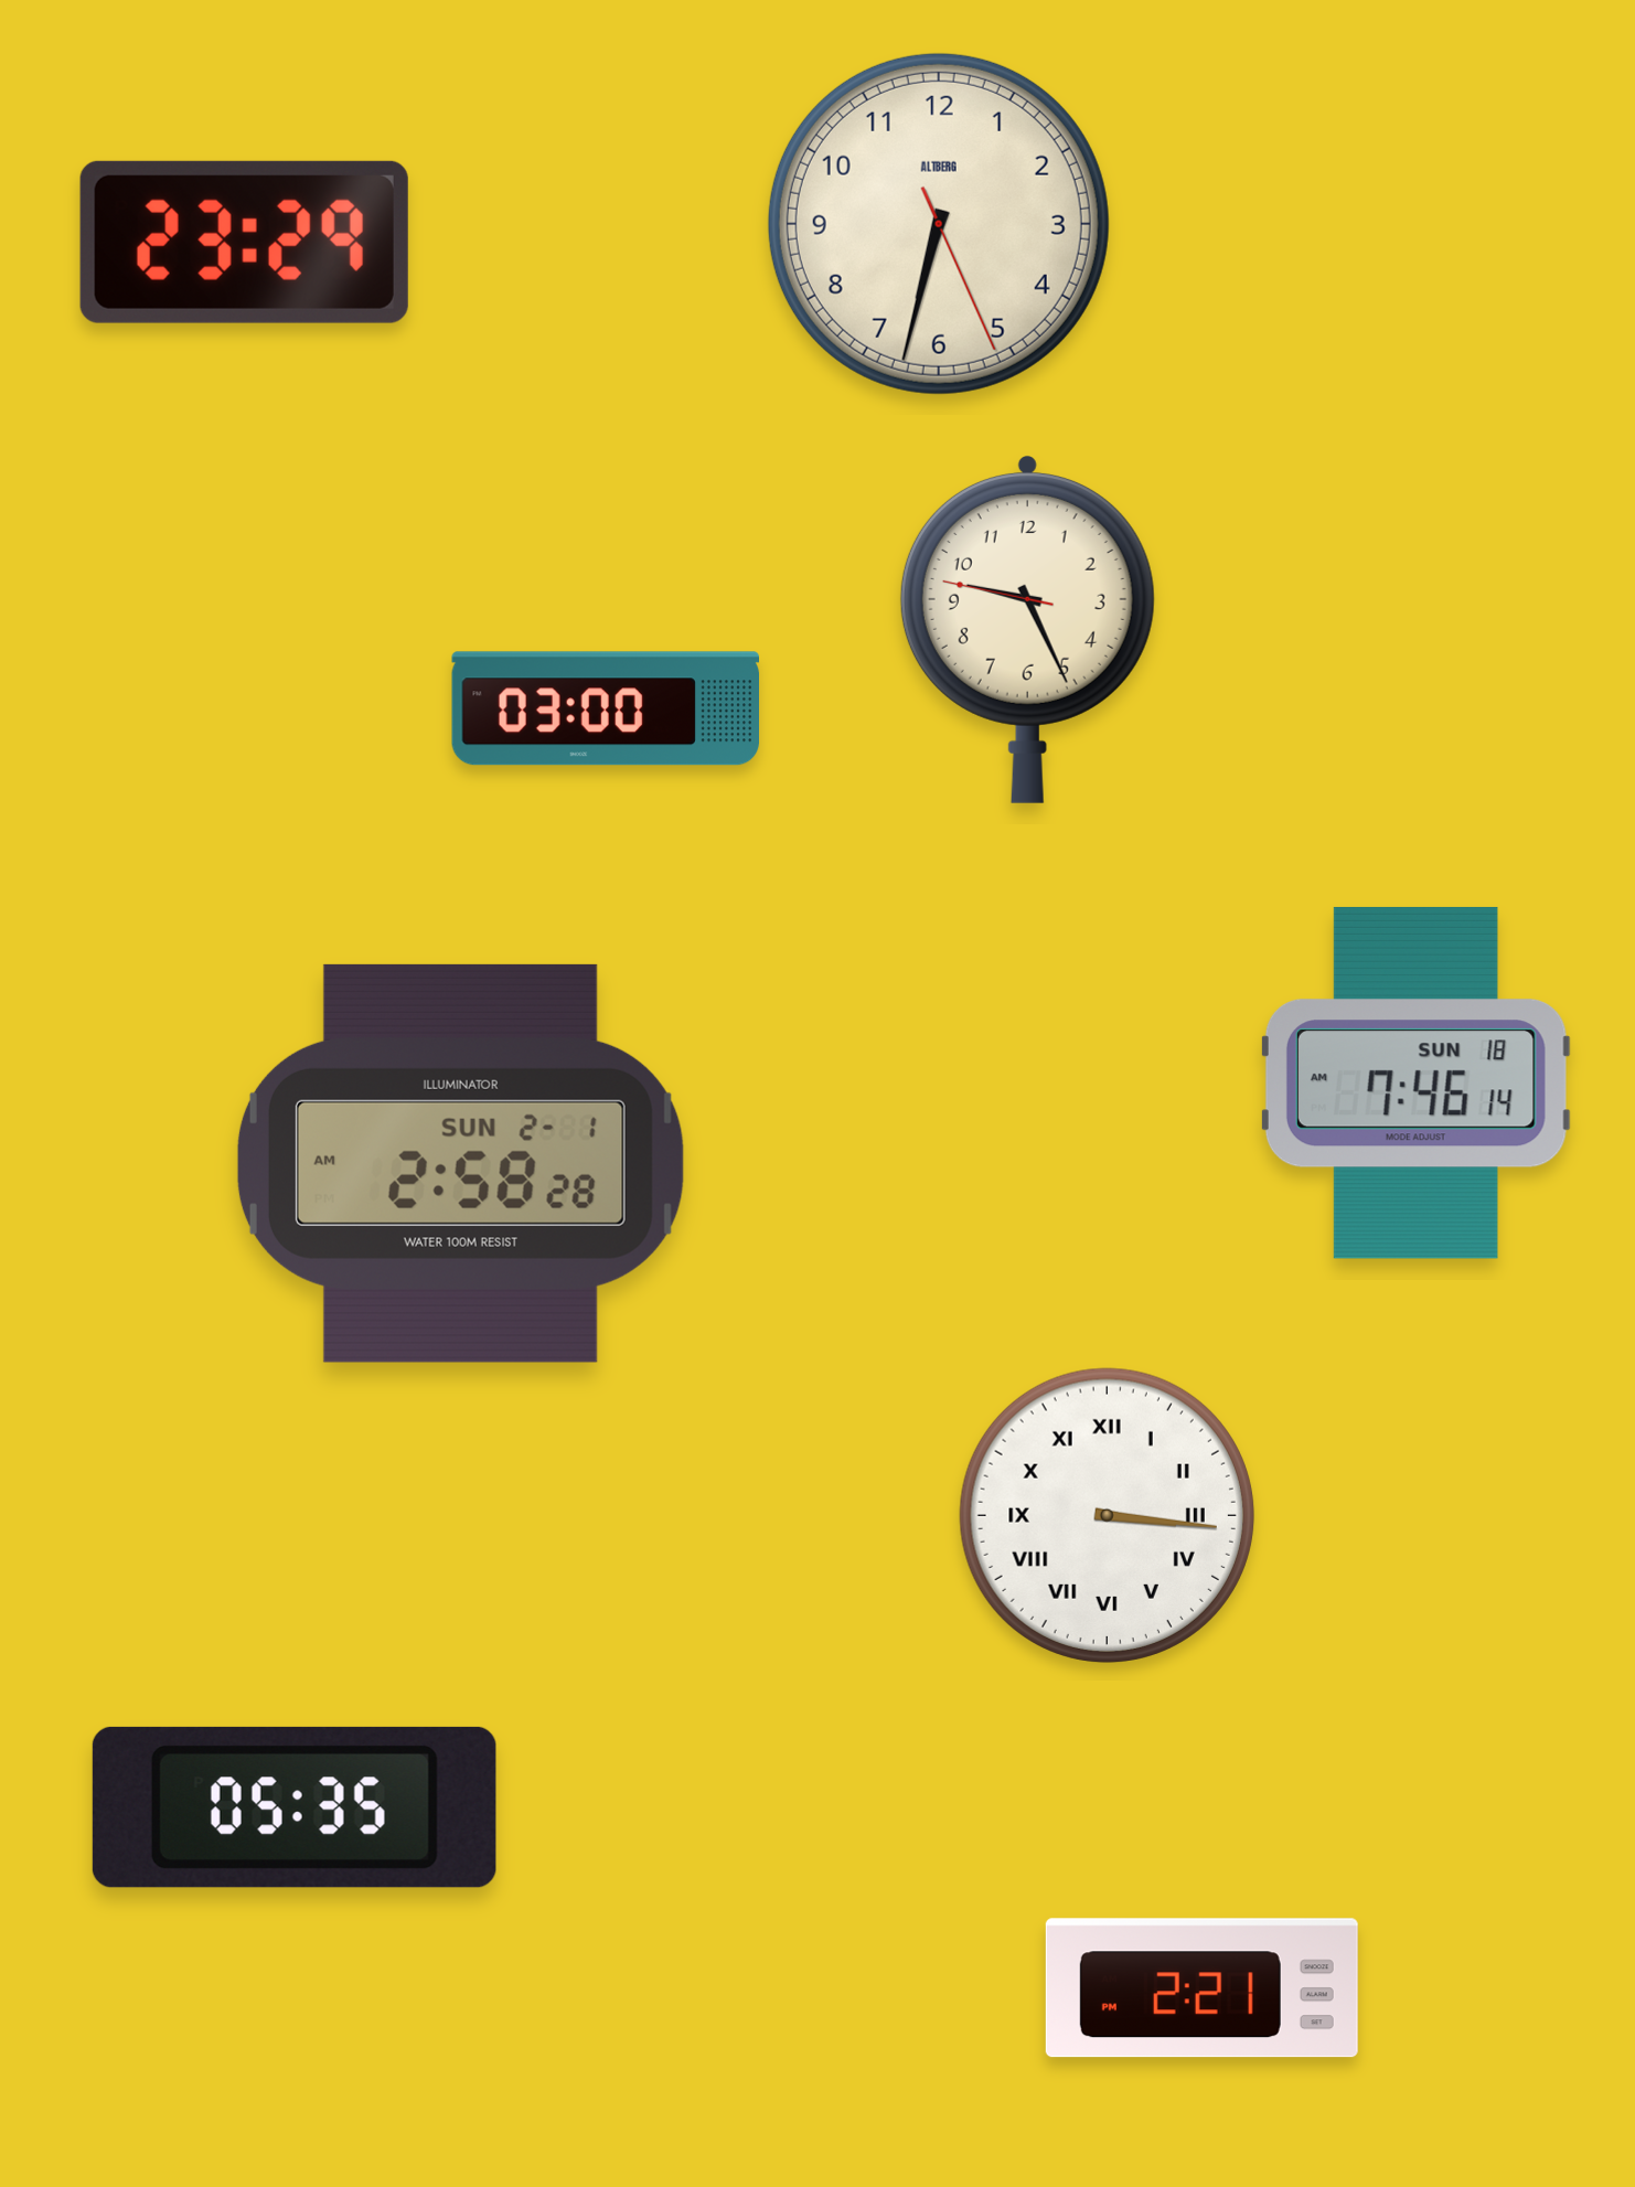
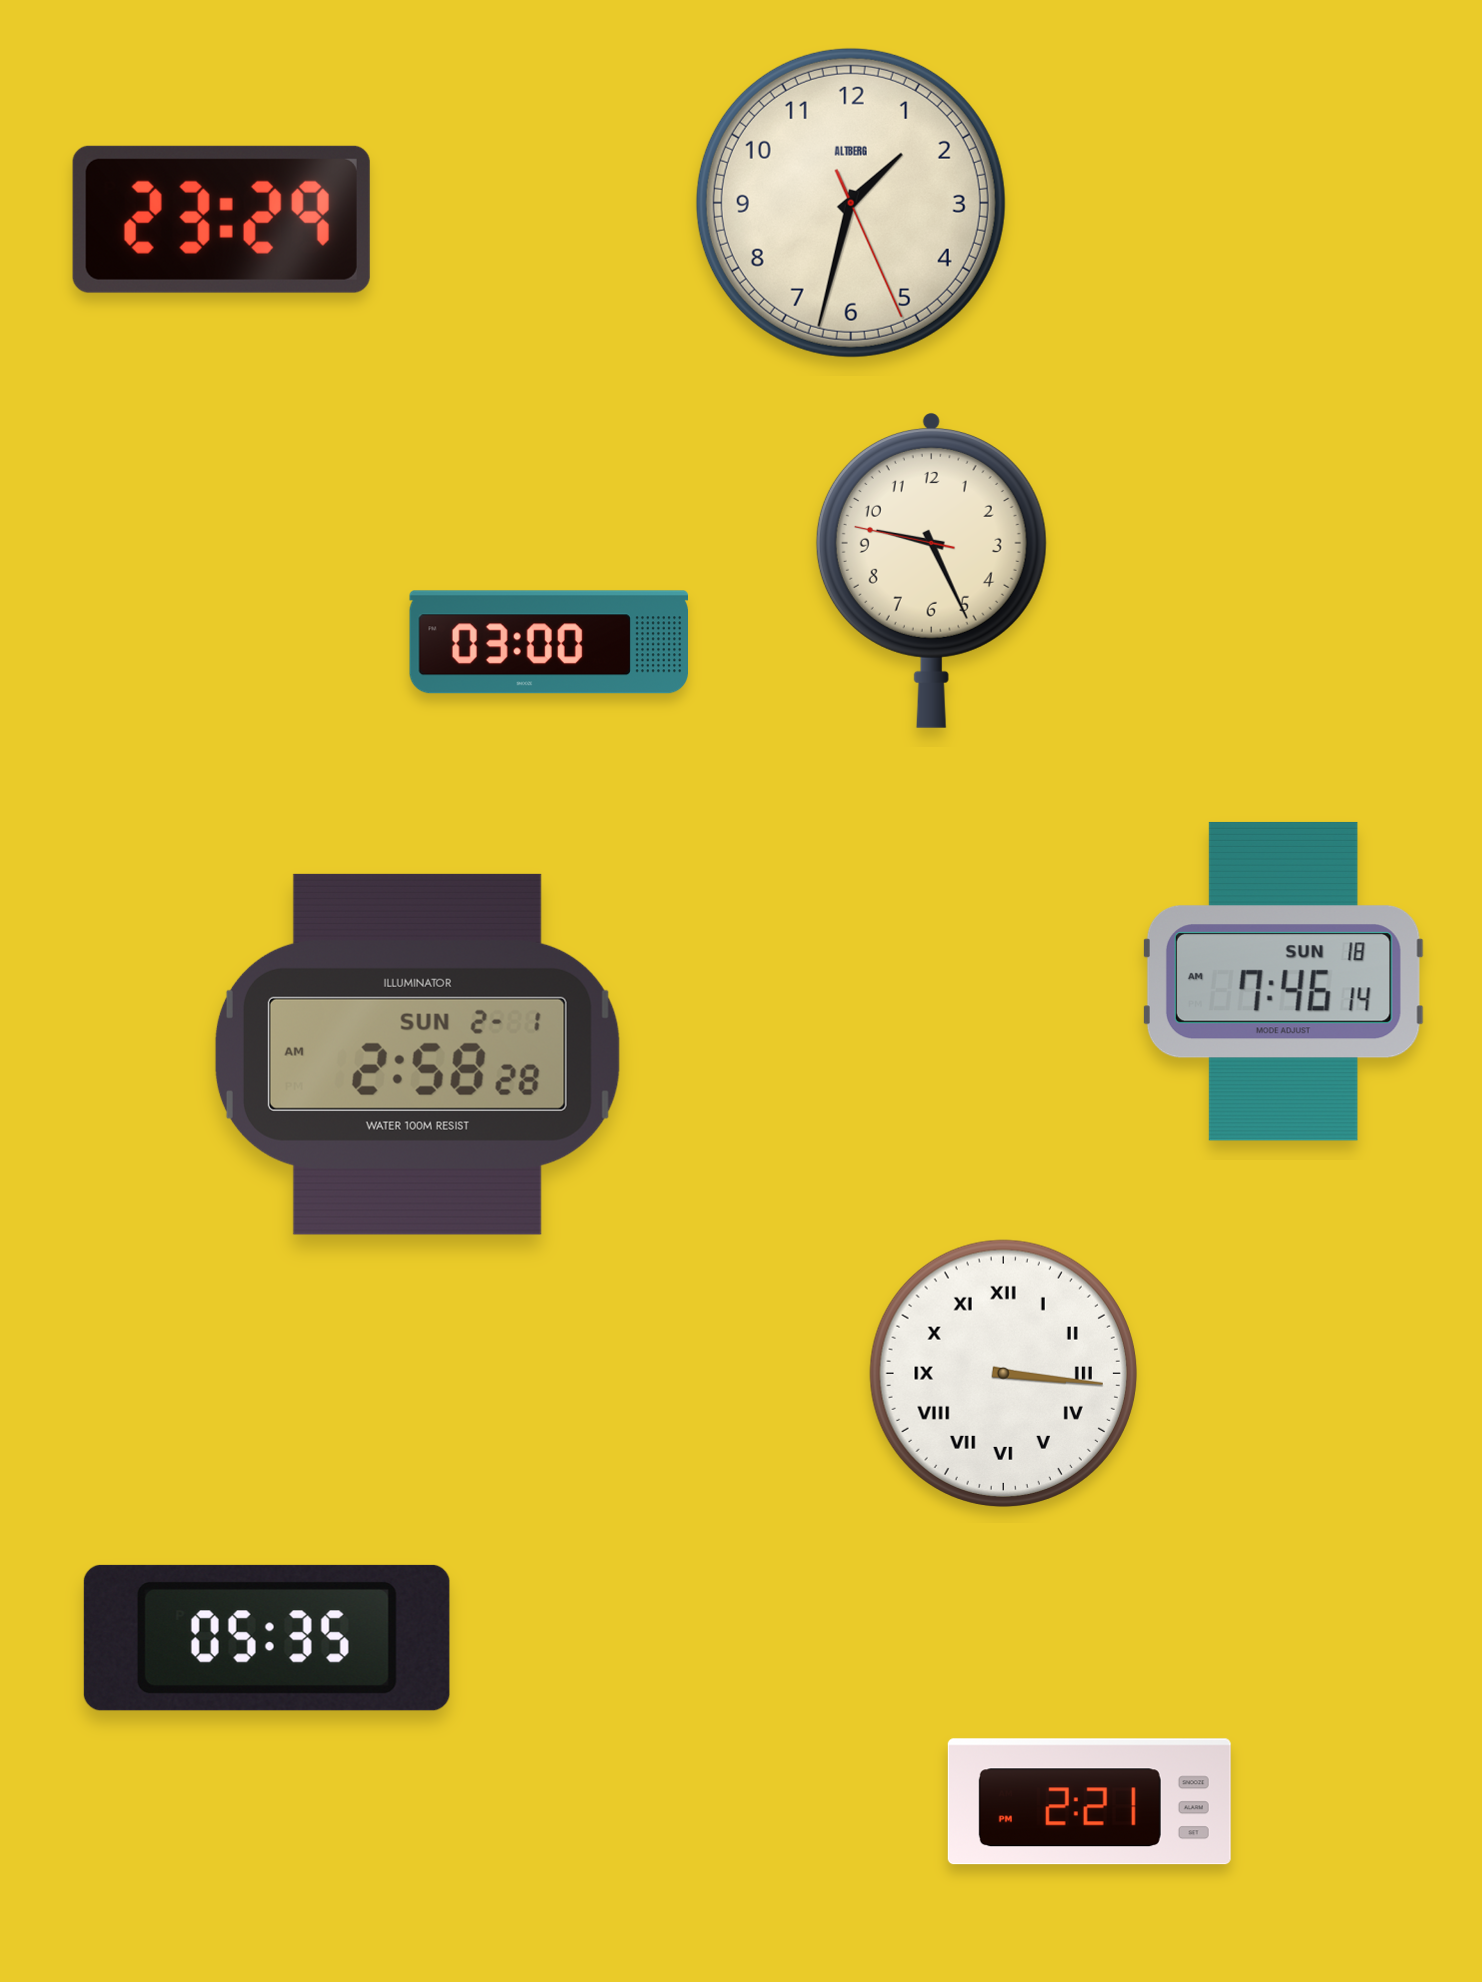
clock at (939, 224): 6:32 -> 1:32
